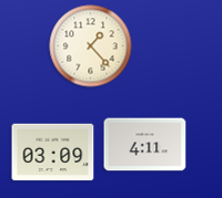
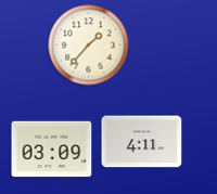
clock at (91, 46): 1:23 -> 1:37
